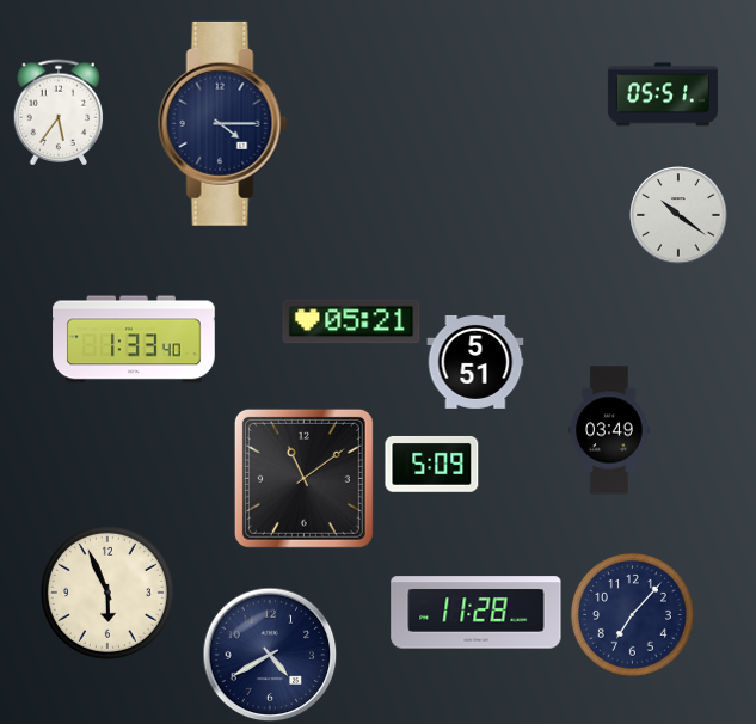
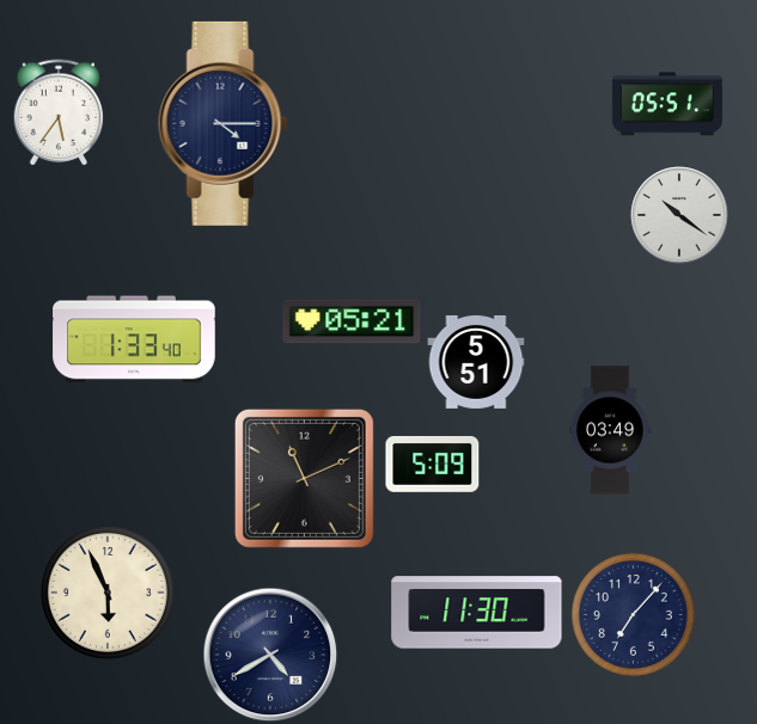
clock at (663, 94) position: (663, 94) -> (667, 104)
clock at (303, 478): 11:09 -> 11:11
clock at (477, 613): 11:28 -> 11:30
